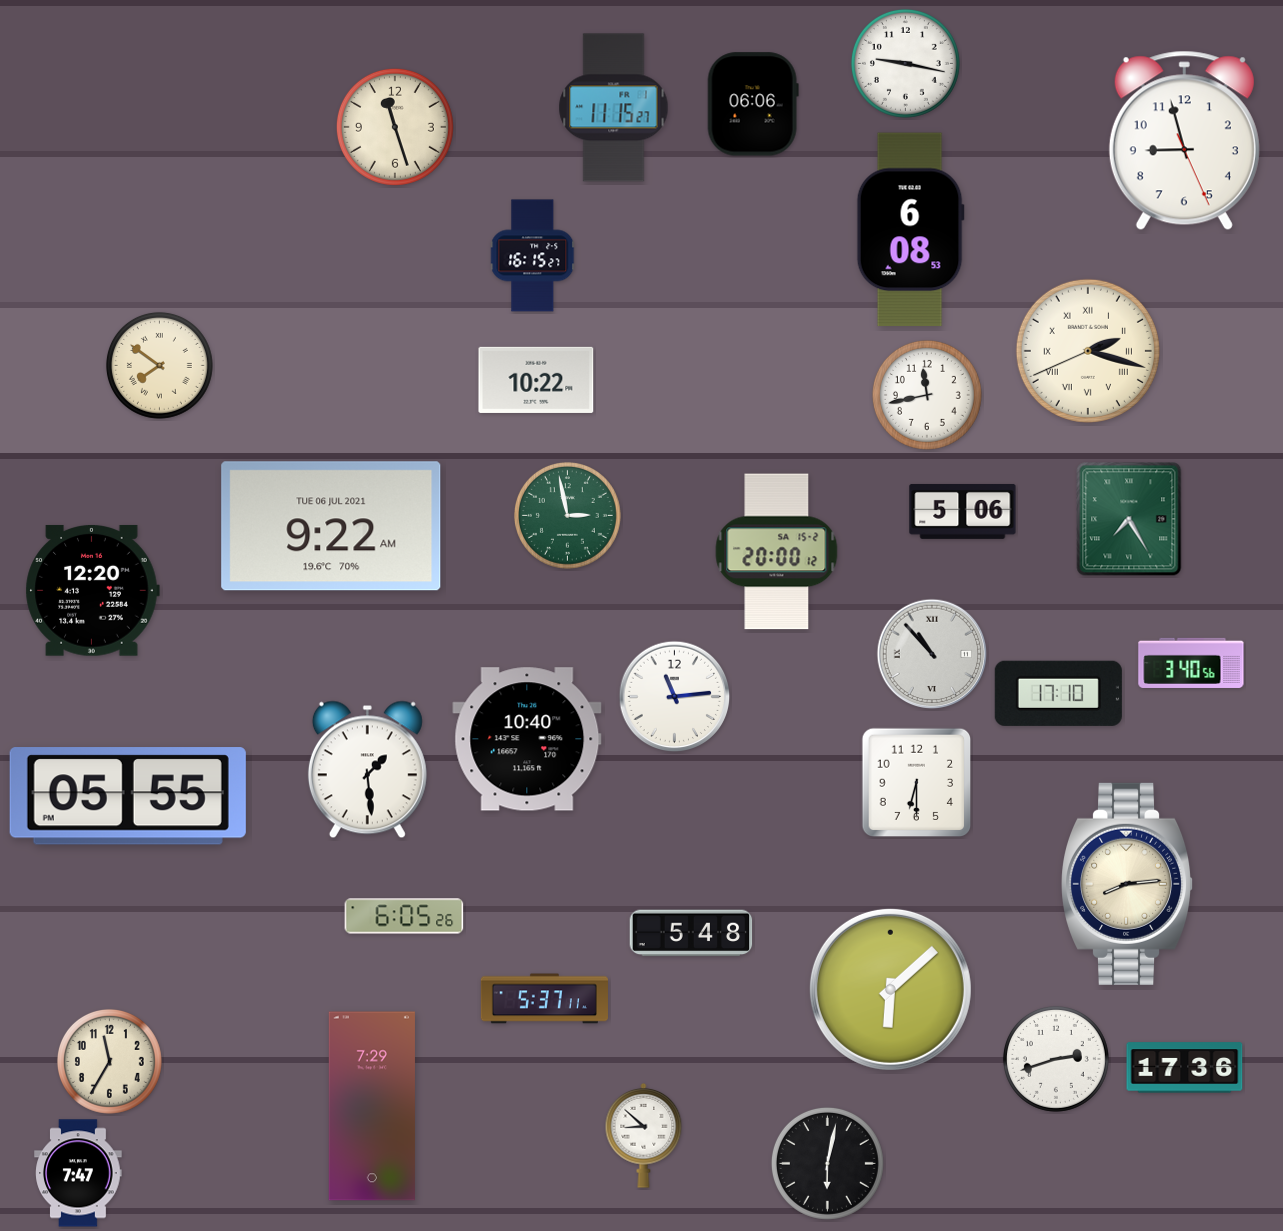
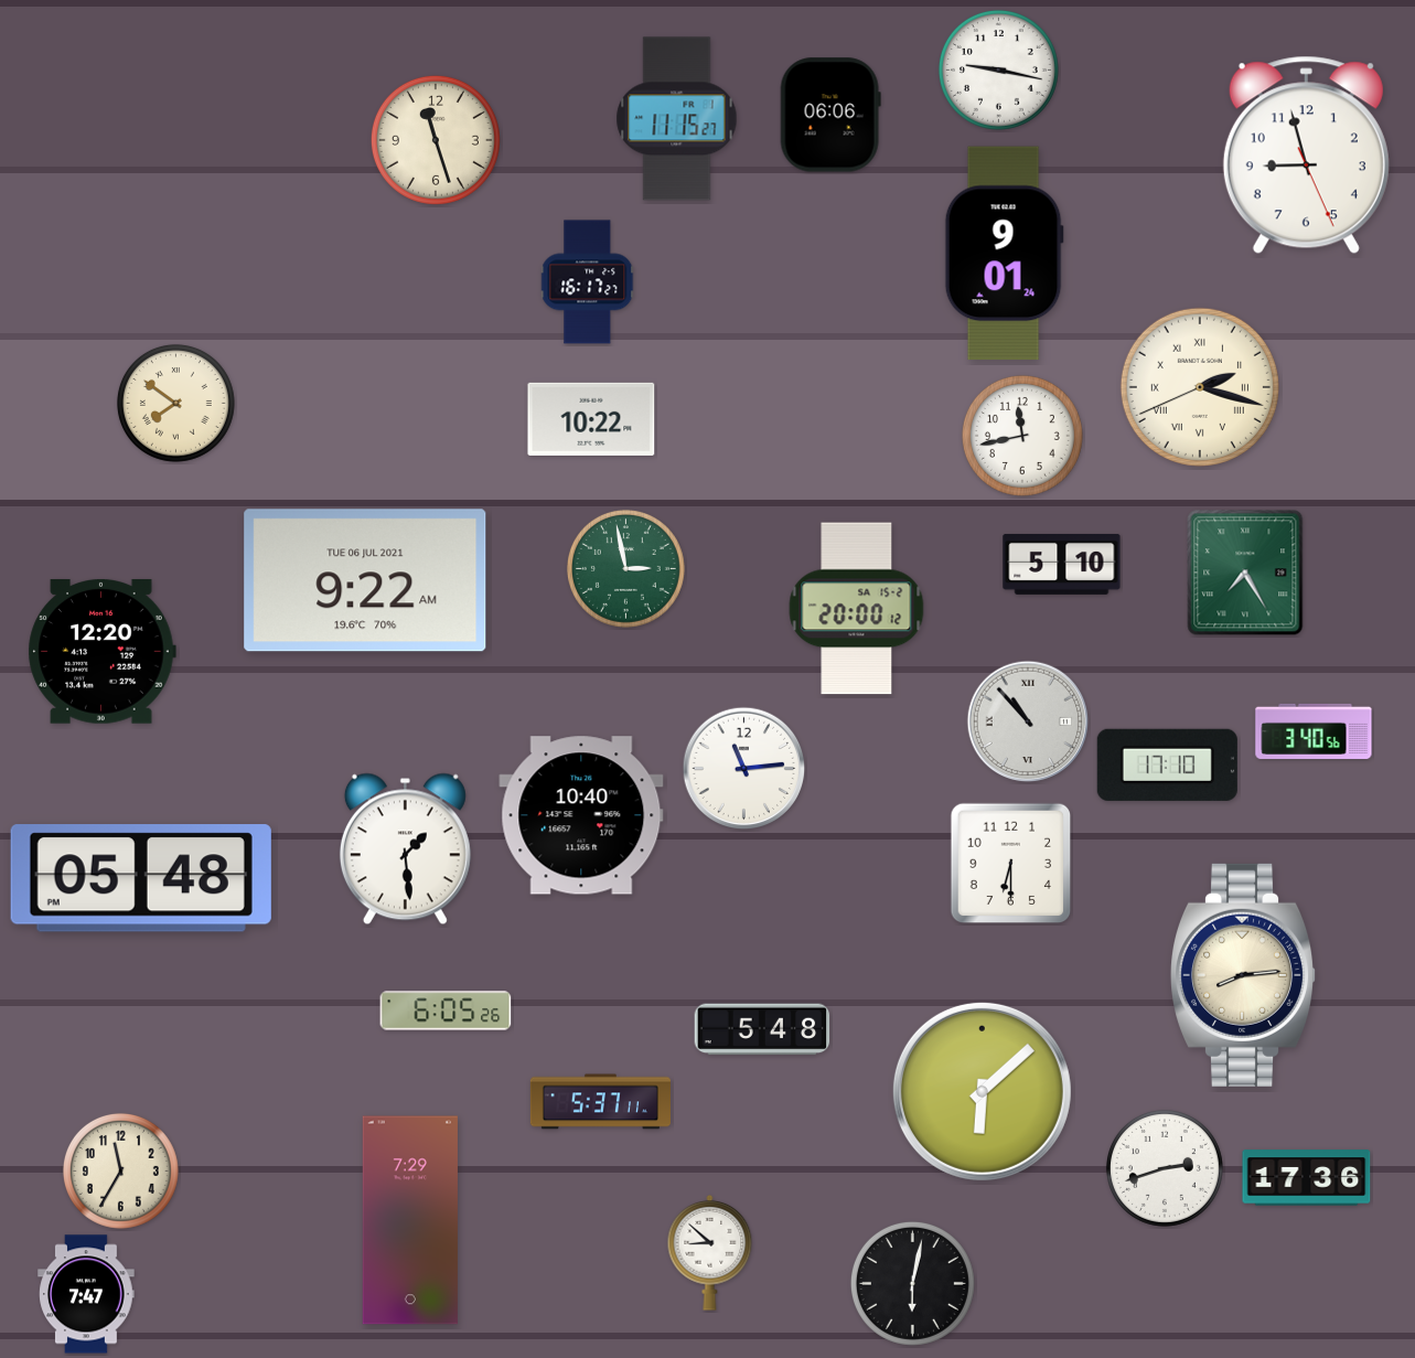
clock at (910, 230): 6:08 -> 9:01
clock at (533, 256): 16:15 -> 16:17
clock at (963, 511): 5:06 -> 5:10
clock at (128, 796): 05:55 -> 05:48
